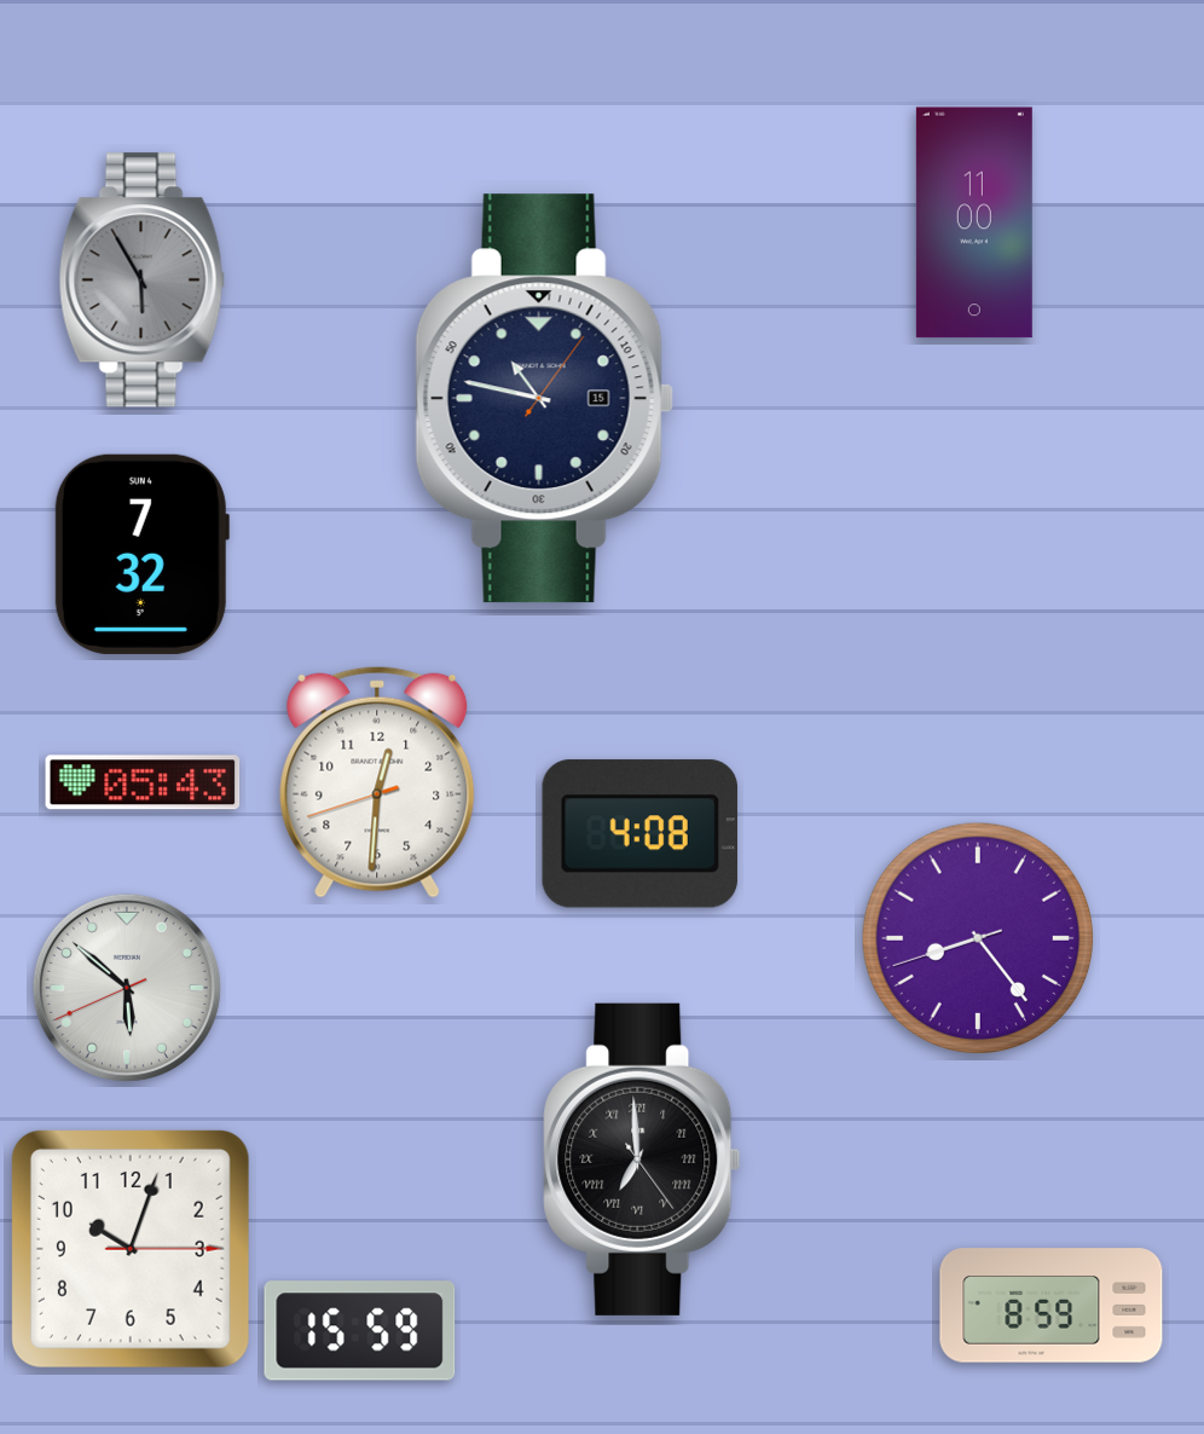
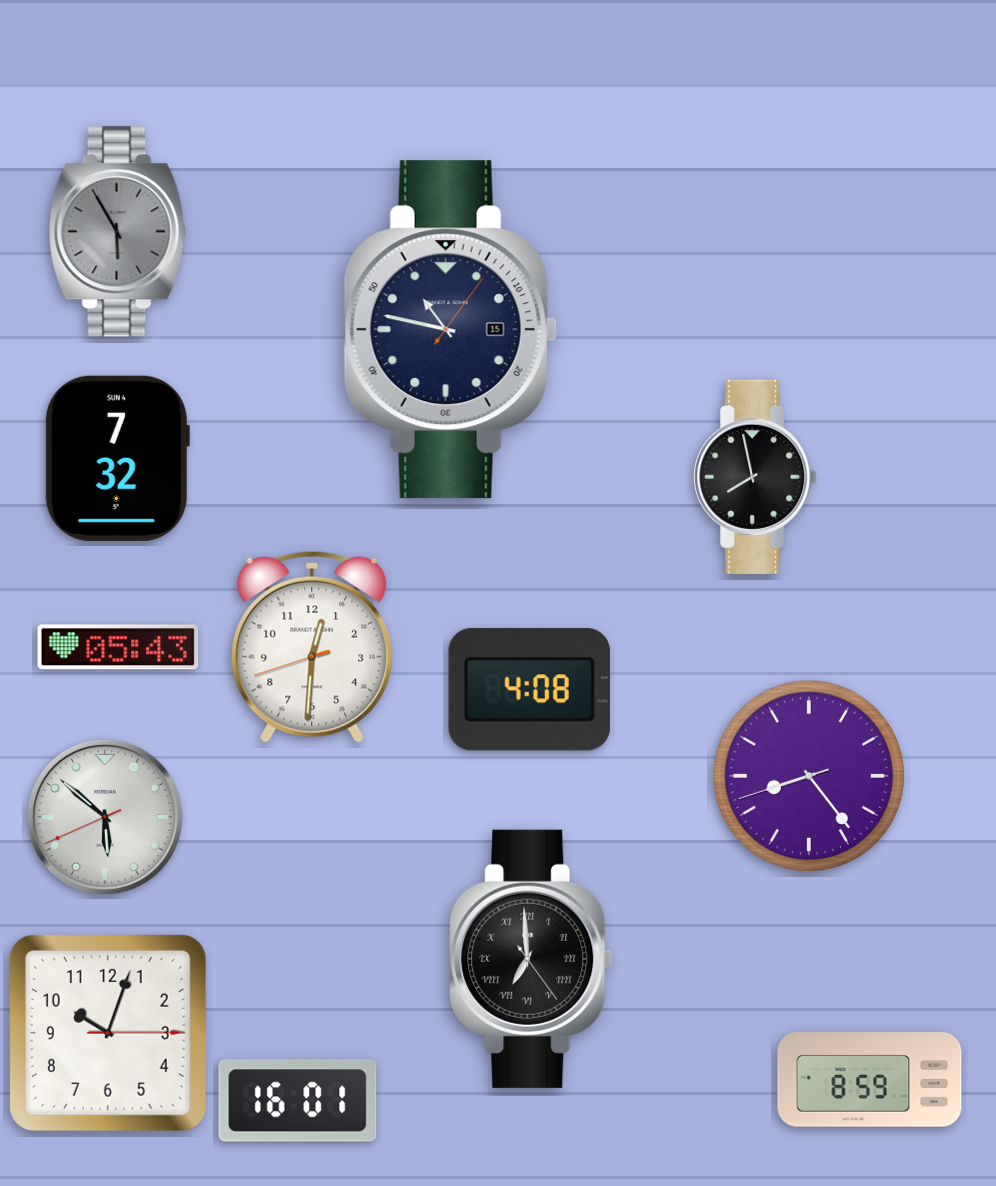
clock at (974, 222): 11:00 -> none
clock at (755, 477): none -> 7:58
clock at (360, 1331): 15:59 -> 16:01
